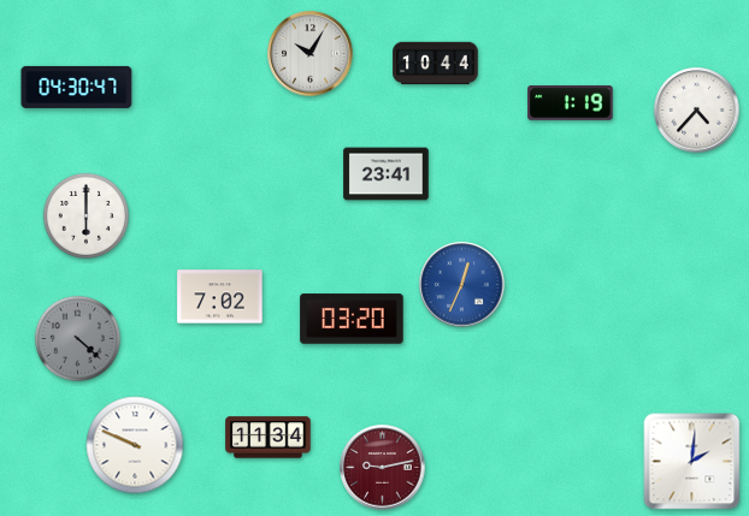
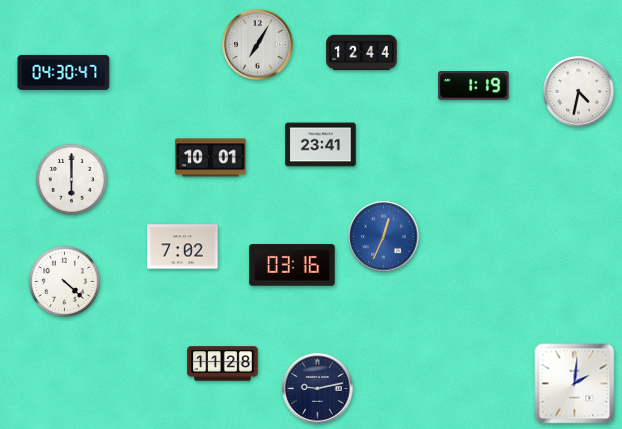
clock at (311, 54): 10:05 -> 7:05
clock at (436, 64): 10:44 -> 12:44
clock at (697, 111): 4:37 -> 4:32
clock at (211, 158): none -> 10:01
clock at (352, 319): 03:20 -> 03:16
clock at (77, 338) dial: grey -> white
clock at (269, 438): 11:34 -> 11:28
clock at (135, 445): 9:49 -> none
clock at (383, 468) dial: burgundy -> navy
